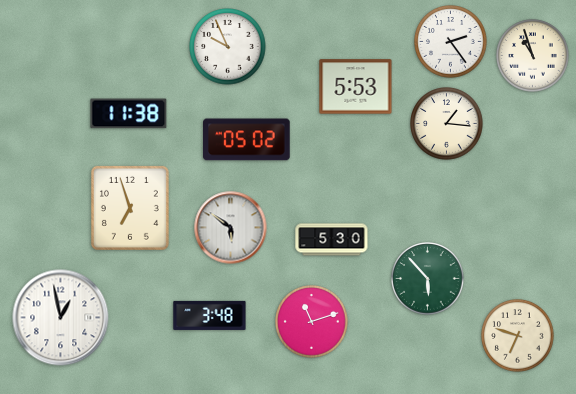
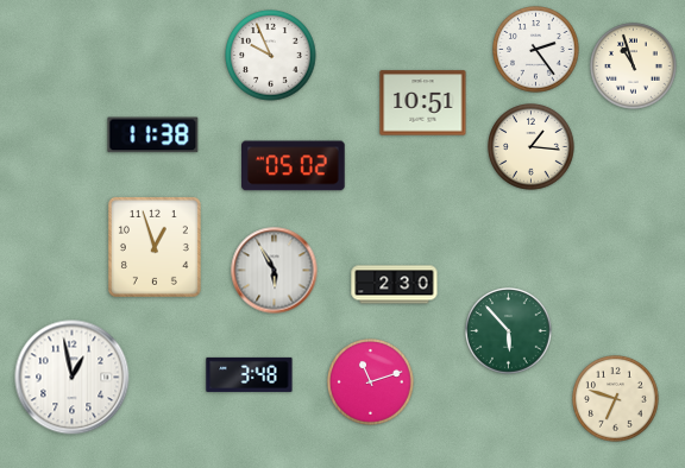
clock at (356, 87): 5:53 -> 10:51
clock at (130, 208): 6:57 -> 12:57
clock at (231, 228): 5:51 -> 5:55
clock at (332, 240): 5:30 -> 2:30
